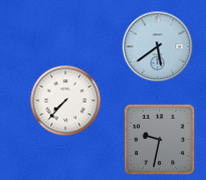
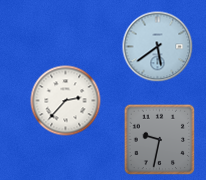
clock at (66, 101): 7:37 -> 2:37
